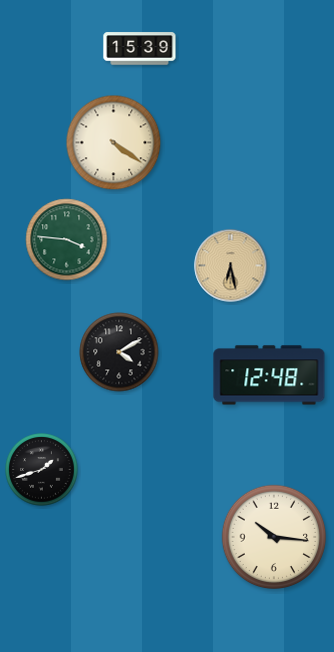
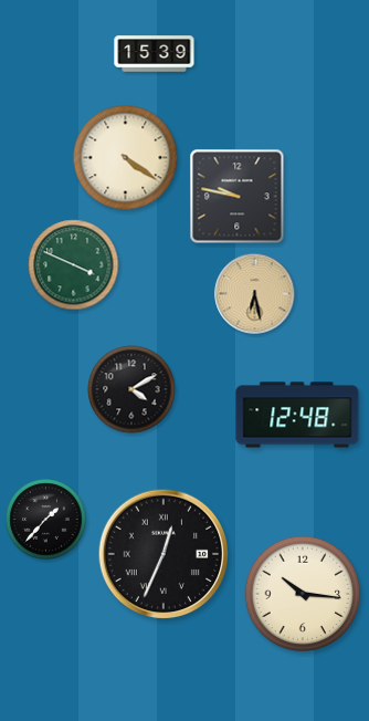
clock at (238, 197): none -> 9:47
clock at (67, 240): 3:46 -> 3:49
clock at (42, 470): 1:42 -> 1:37
clock at (164, 554): none -> 12:34
